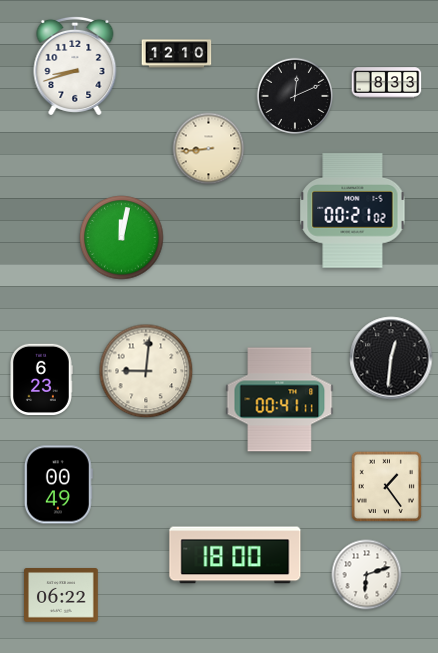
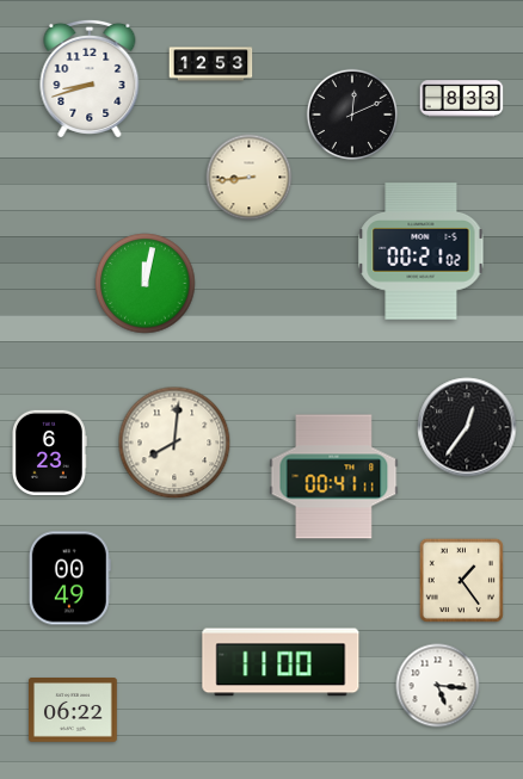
clock at (177, 54): 12:10 -> 12:53
clock at (391, 358): 12:31 -> 12:36
clock at (146, 371): 9:01 -> 8:01
clock at (235, 555): 18:00 -> 11:00
clock at (367, 575): 6:12 -> 5:16
